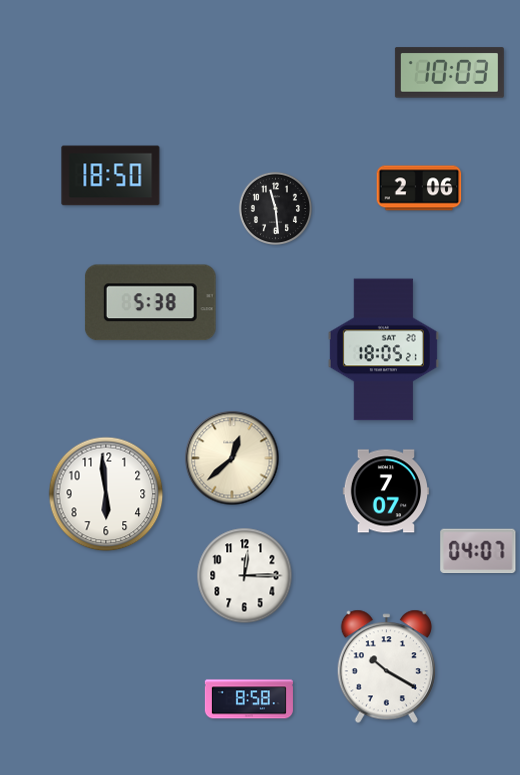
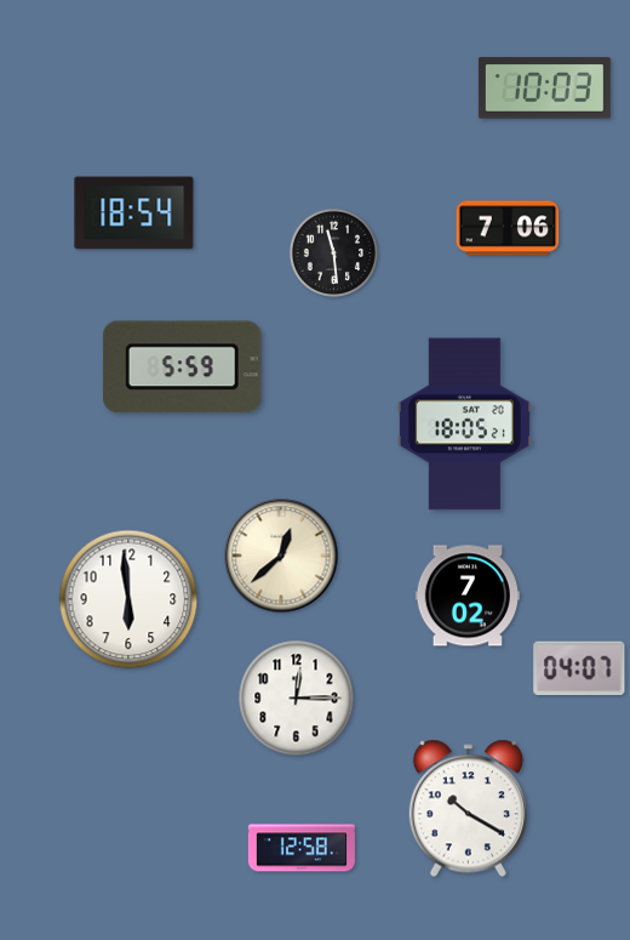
clock at (111, 176): 18:50 -> 18:54
clock at (419, 188): 2:06 -> 7:06
clock at (150, 303): 5:38 -> 5:59
clock at (385, 491): 7:07 -> 7:02
clock at (249, 699): 8:58 -> 12:58
